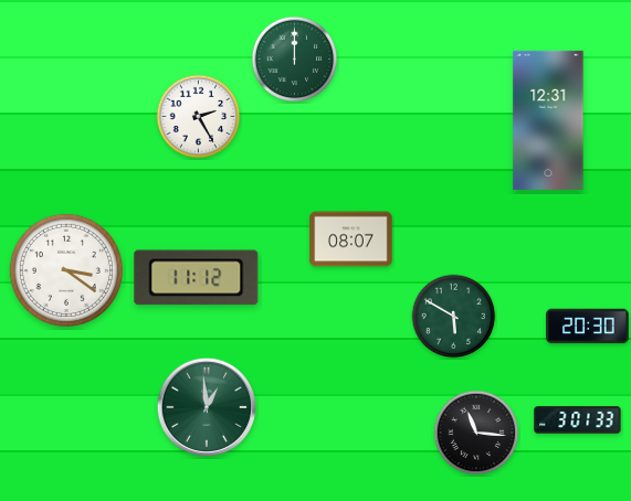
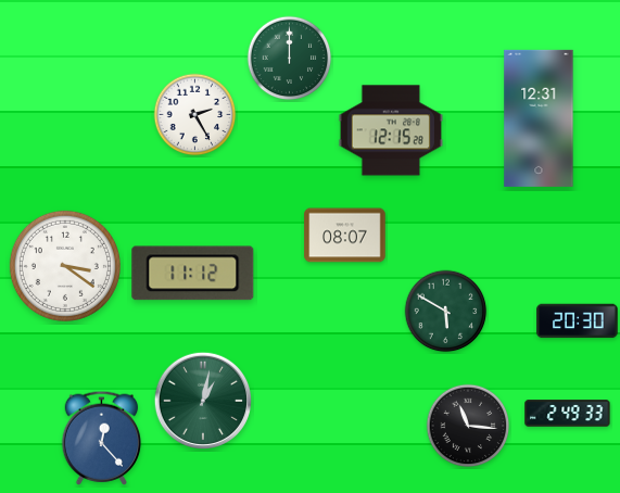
clock at (391, 130): none -> 12:15
clock at (206, 406): 12:59 -> 1:02
clock at (578, 420): 3:01 -> 2:49
clock at (102, 438): none -> 12:23
